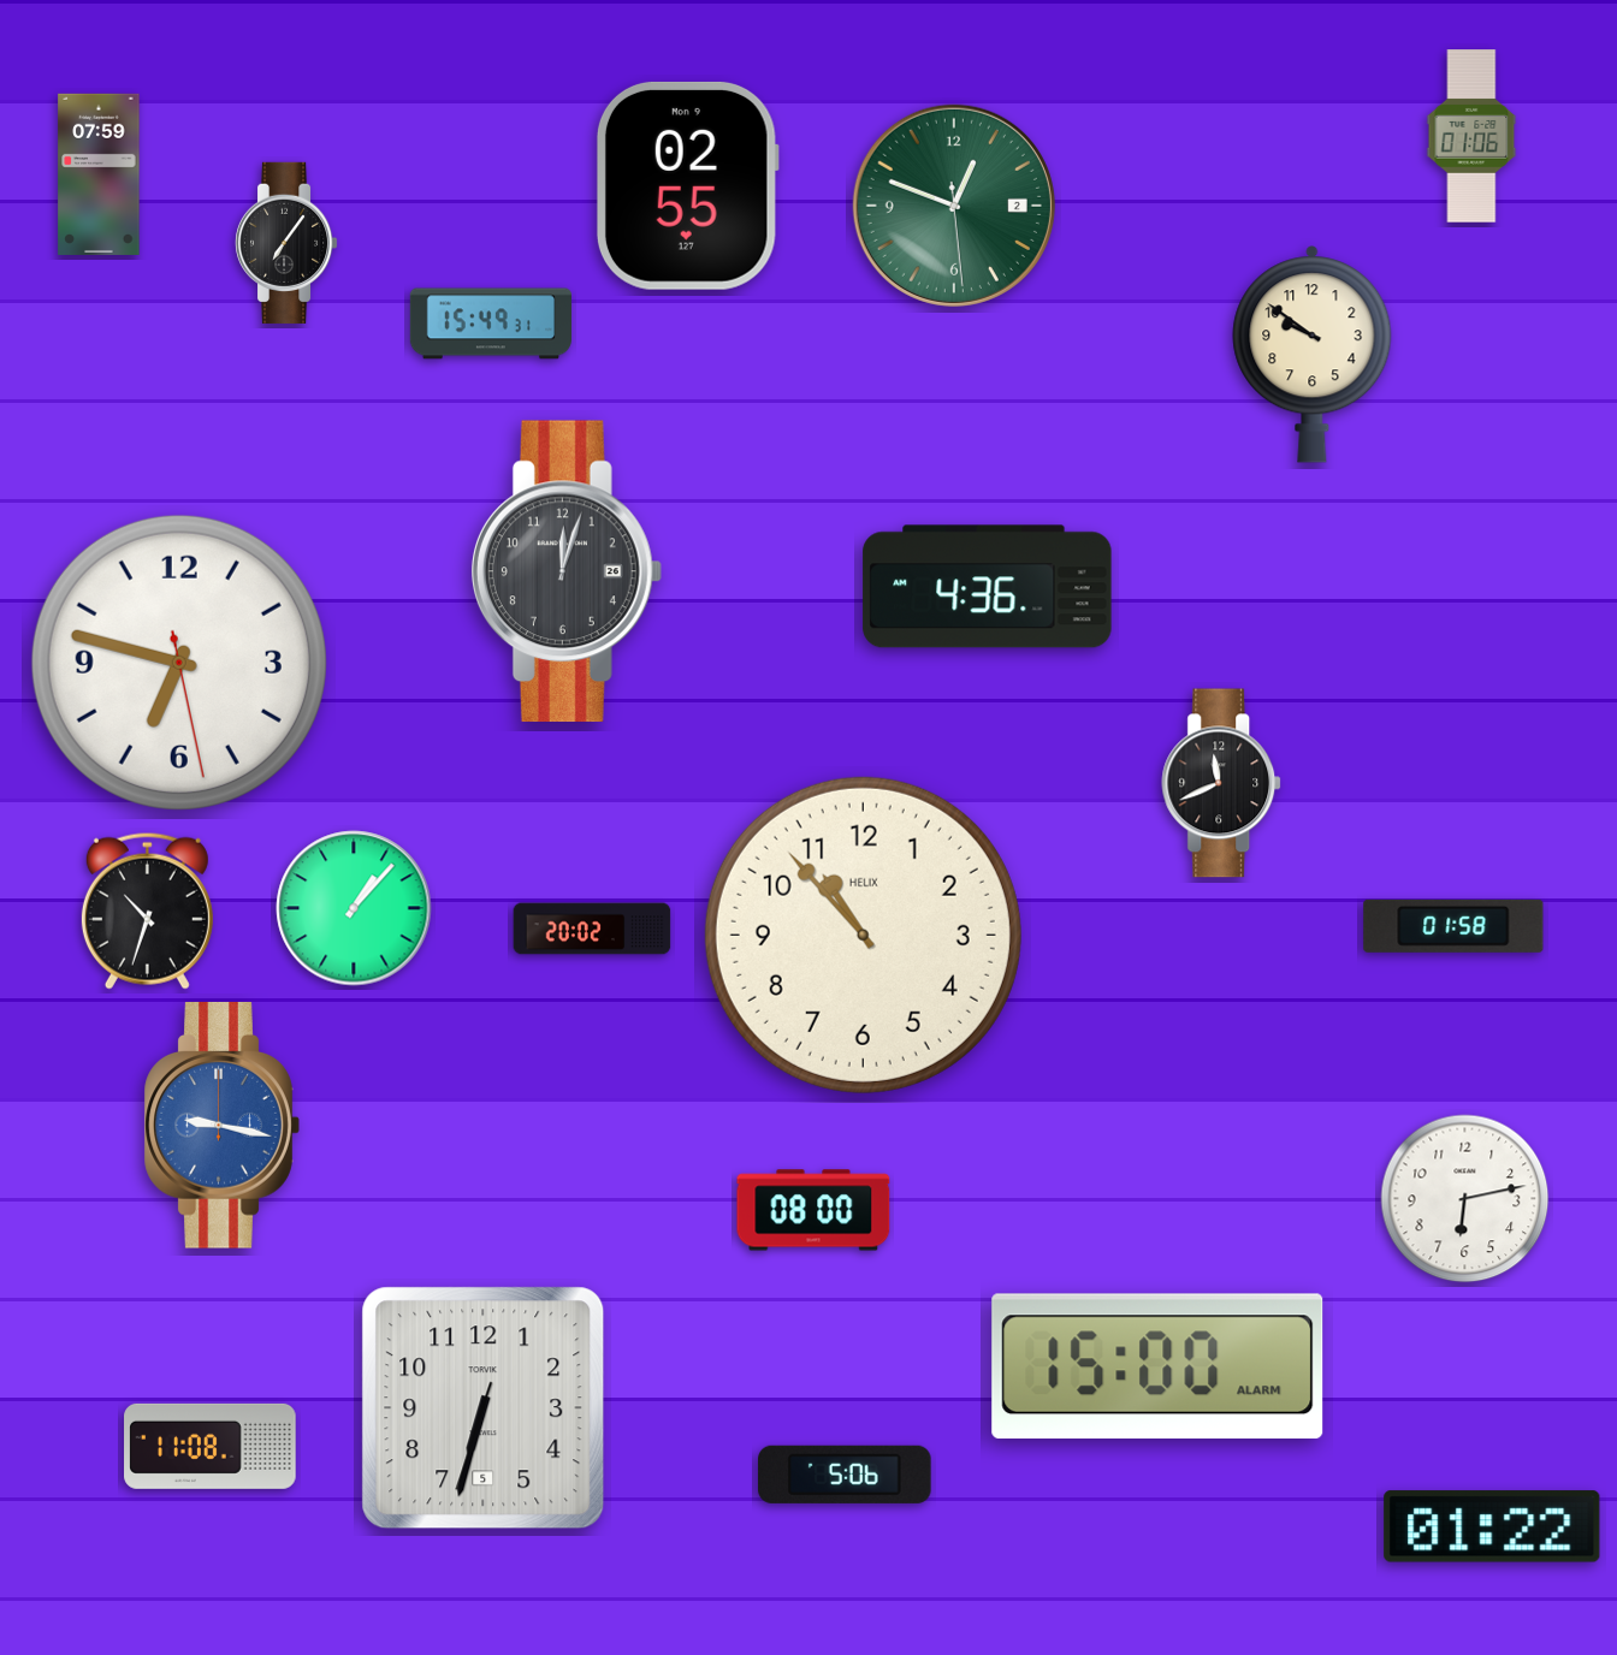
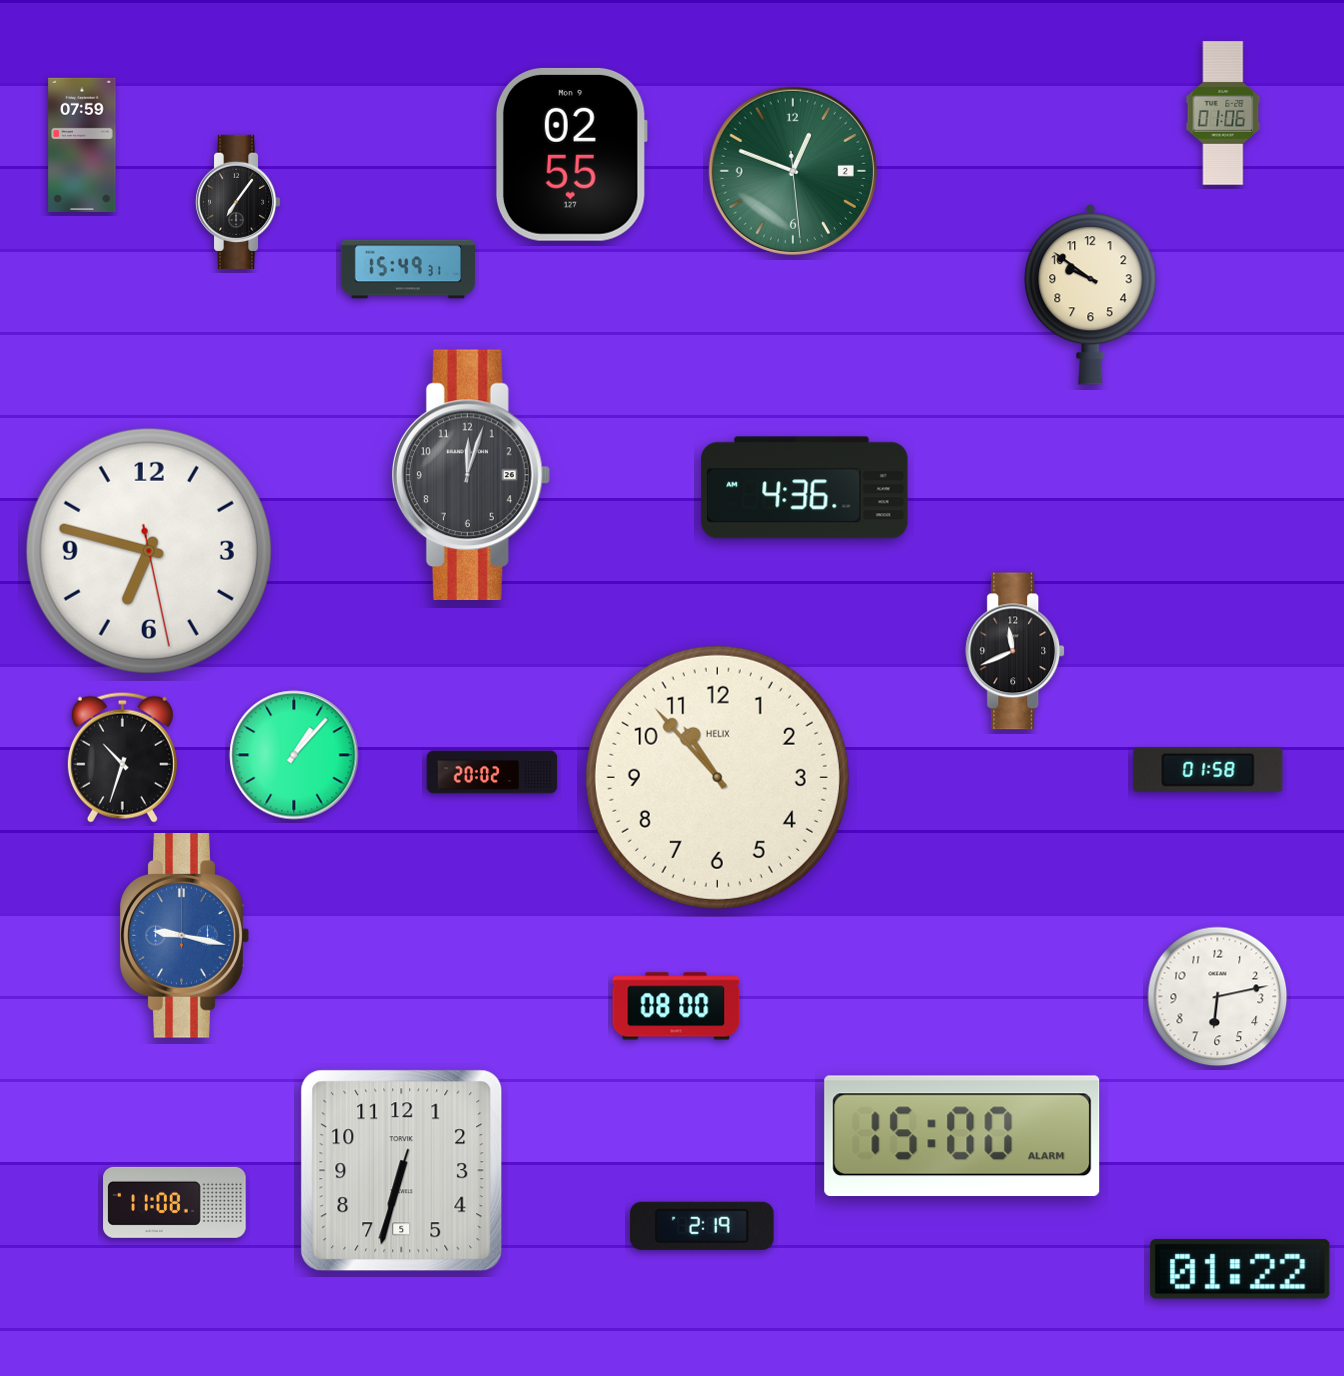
clock at (988, 587) position: (988, 587) -> (805, 488)
clock at (845, 1475): 5:06 -> 2:19
